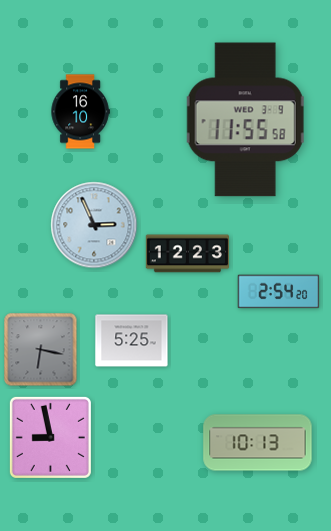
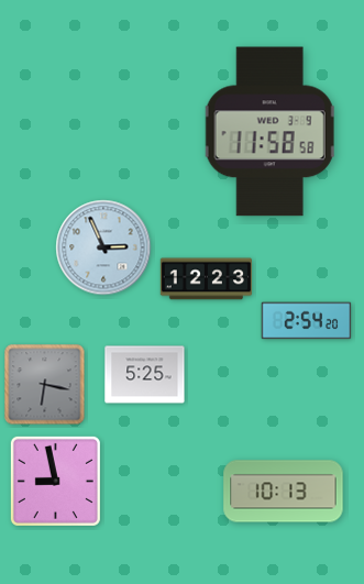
clock at (80, 112): 16:10 -> none
clock at (245, 120): 11:55 -> 11:58
clock at (258, 443) position: (258, 443) -> (284, 492)
